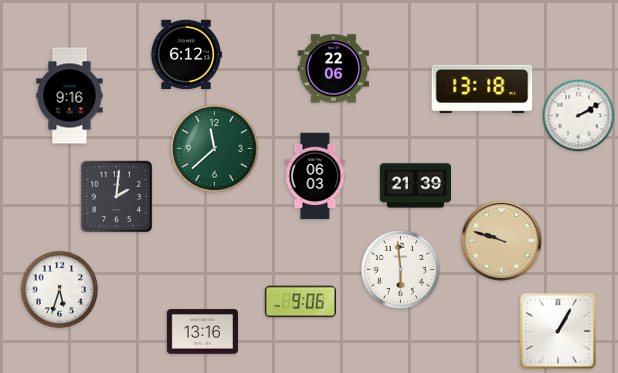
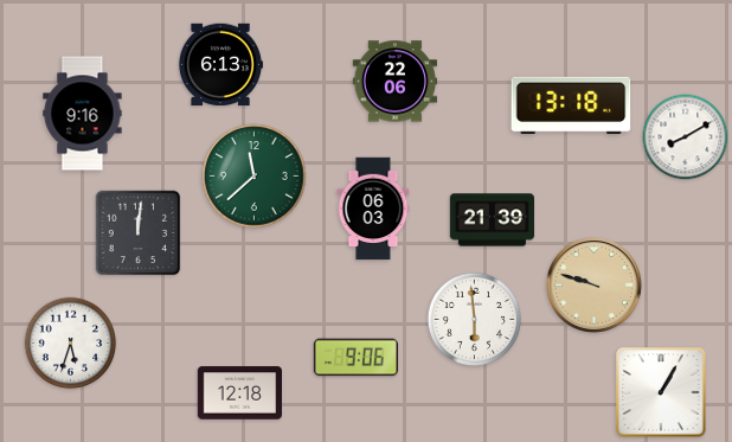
clock at (185, 55): 6:12 -> 6:13
clock at (579, 116): 2:10 -> 8:10
clock at (117, 197): 2:01 -> 12:01
clock at (202, 332): 13:16 -> 12:18
